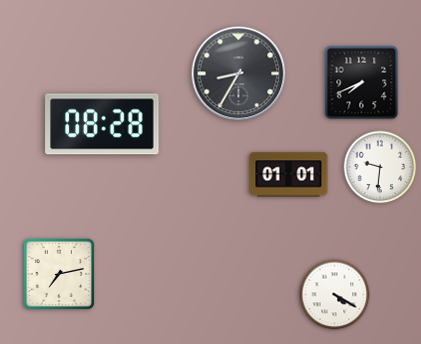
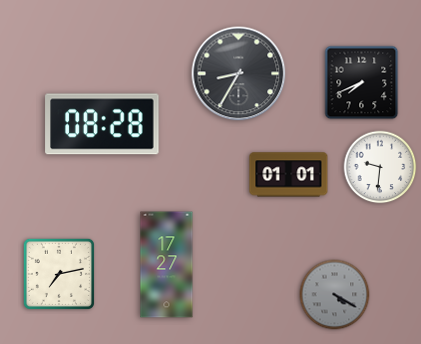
clock at (167, 265): none -> 17:27
clock at (335, 295) dial: white -> grey
